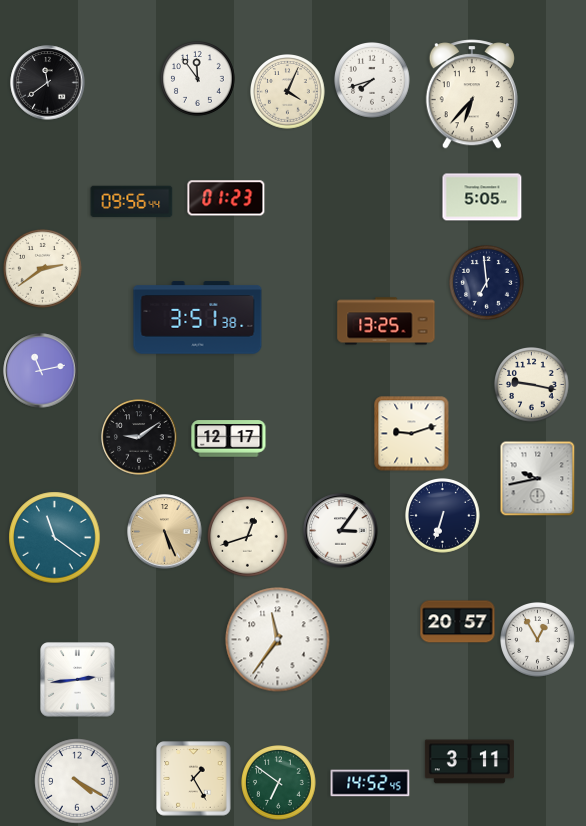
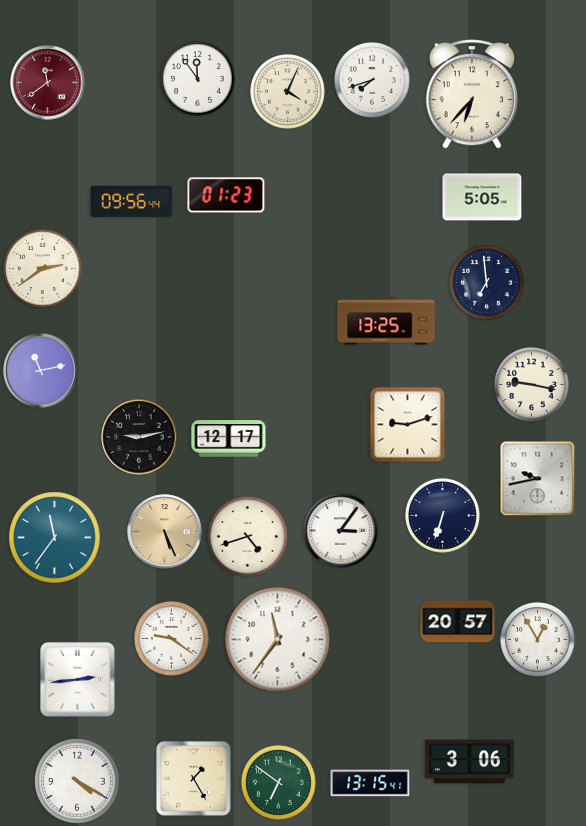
clock at (48, 83) dial: black -> burgundy
clock at (226, 198) position: (226, 198) -> (226, 195)
clock at (198, 318): 3:51 -> none
clock at (412, 434) position: (412, 434) -> (408, 425)
clock at (139, 437): 9:09 -> 9:13
clock at (248, 537): 12:42 -> 4:42
clock at (55, 538): 11:21 -> 11:36
clock at (172, 639): none -> 9:21
clock at (469, 762): 3:11 -> 3:06
clock at (370, 783): 14:52 -> 13:15
